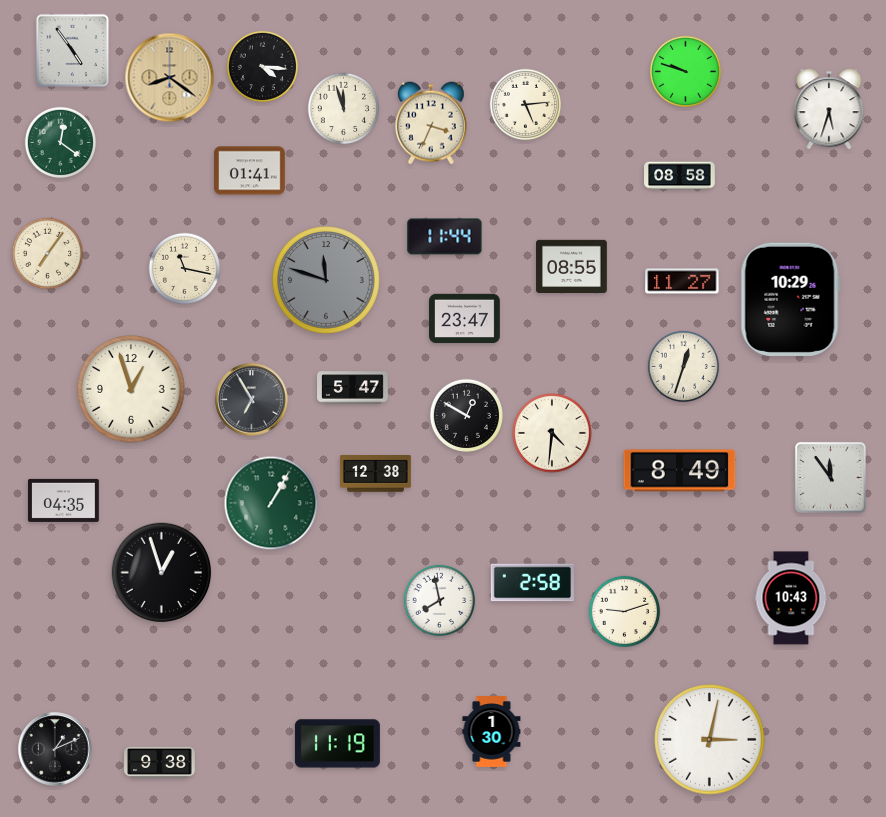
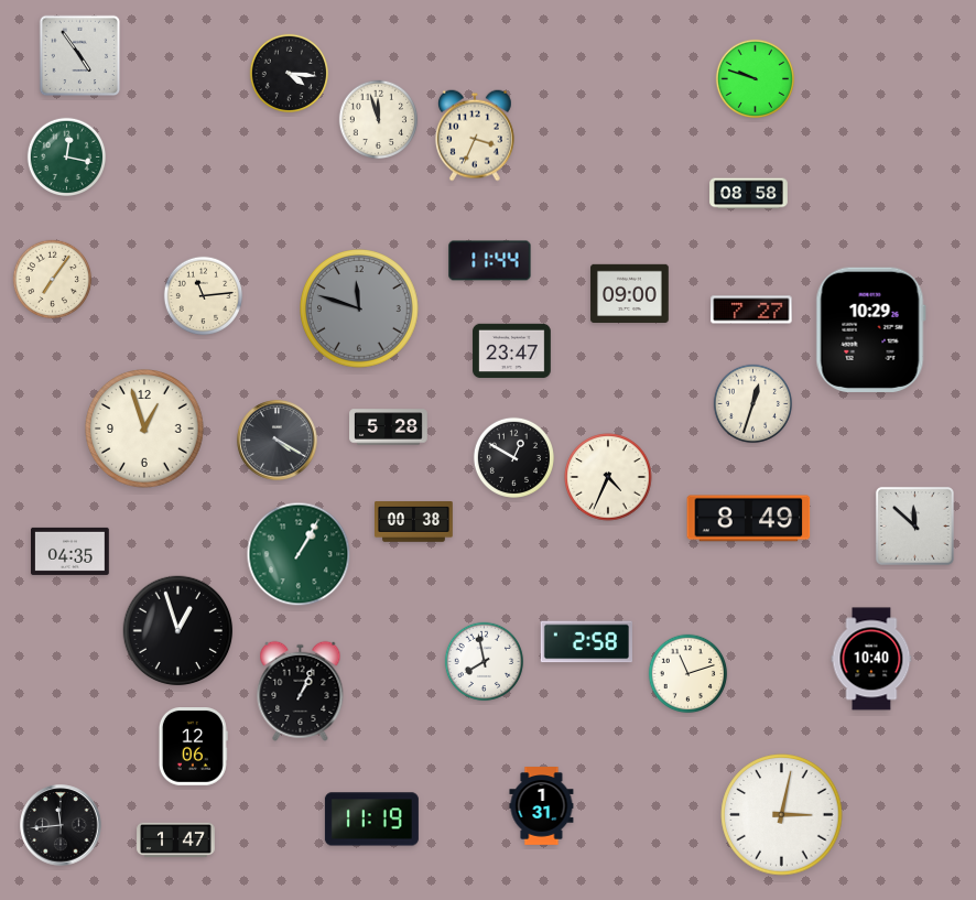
clock at (170, 78): 8:21 -> none
clock at (526, 105): 5:14 -> none
clock at (829, 109): 5:33 -> none
clock at (61, 143): 12:21 -> 12:17
clock at (250, 171): 01:41 -> none
clock at (572, 266): 08:55 -> 09:00
clock at (185, 269): 11:17 -> 11:14
clock at (682, 281): 11:27 -> 7:27
clock at (353, 388): 5:47 -> 5:28
clock at (252, 400): 6:55 -> 4:20
clock at (552, 433): 4:31 -> 4:34
clock at (376, 474): 12:38 -> 00:38
clock at (830, 477): 11:54 -> 11:52
clock at (791, 598): 10:43 -> 10:40
clock at (625, 612): 9:12 -> 11:12
clock at (301, 691): none -> 1:04
clock at (193, 747): none -> 12:06
clock at (492, 732): 1:30 -> 1:31
clock at (55, 749): 1:11 -> 11:44
clock at (160, 763): 9:38 -> 1:47
